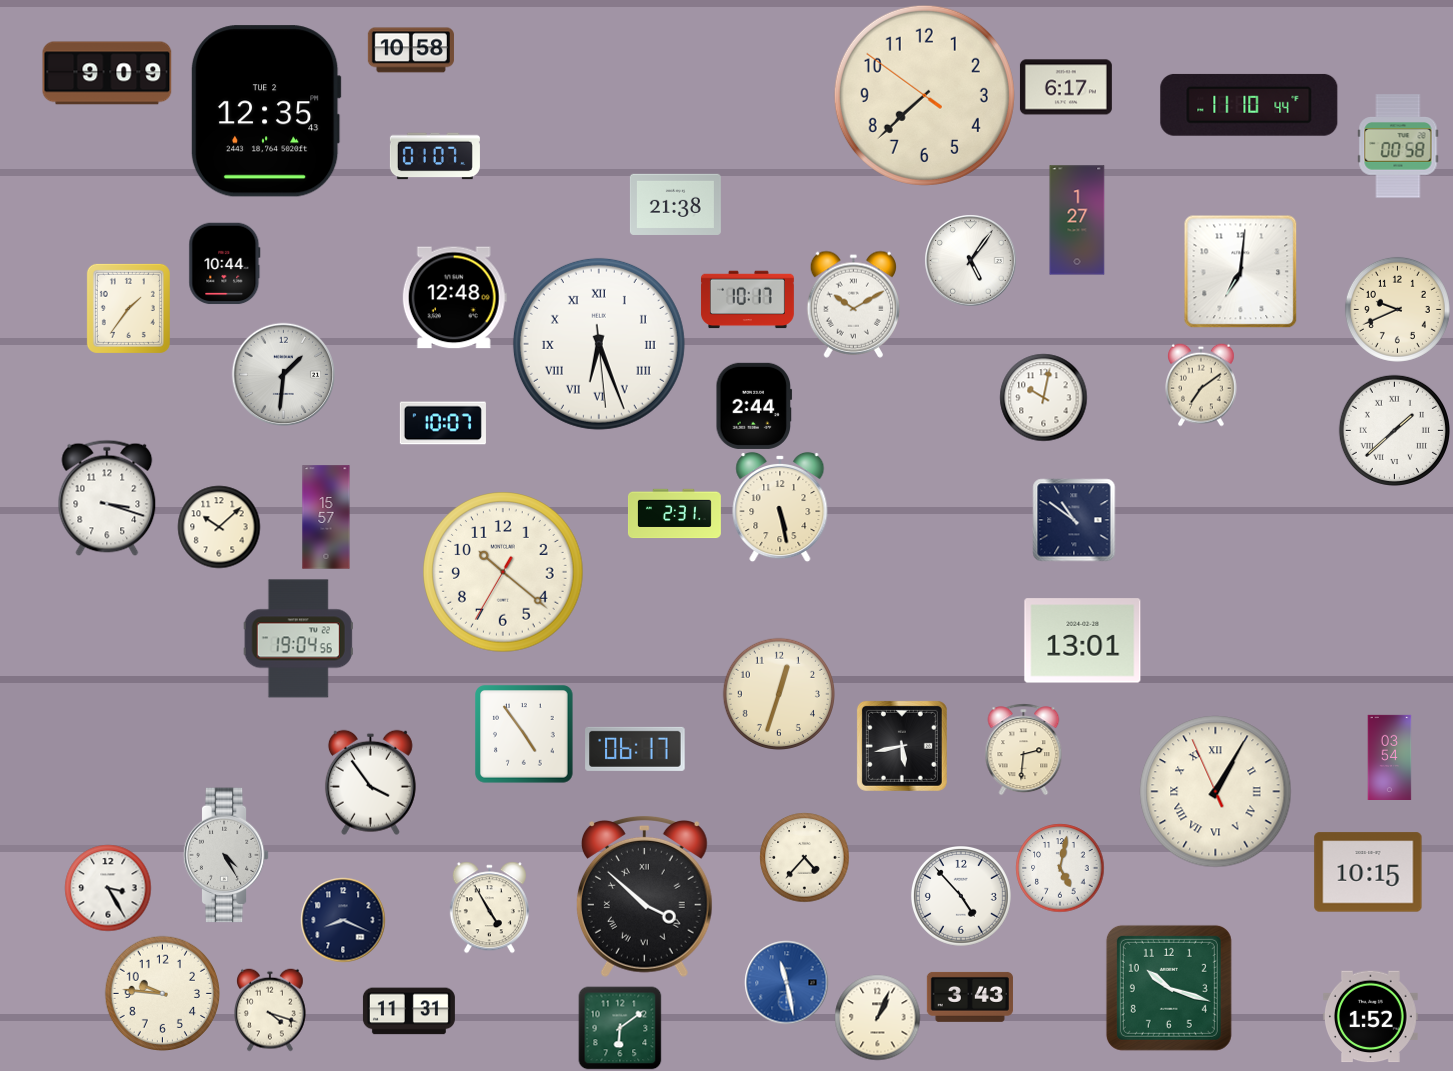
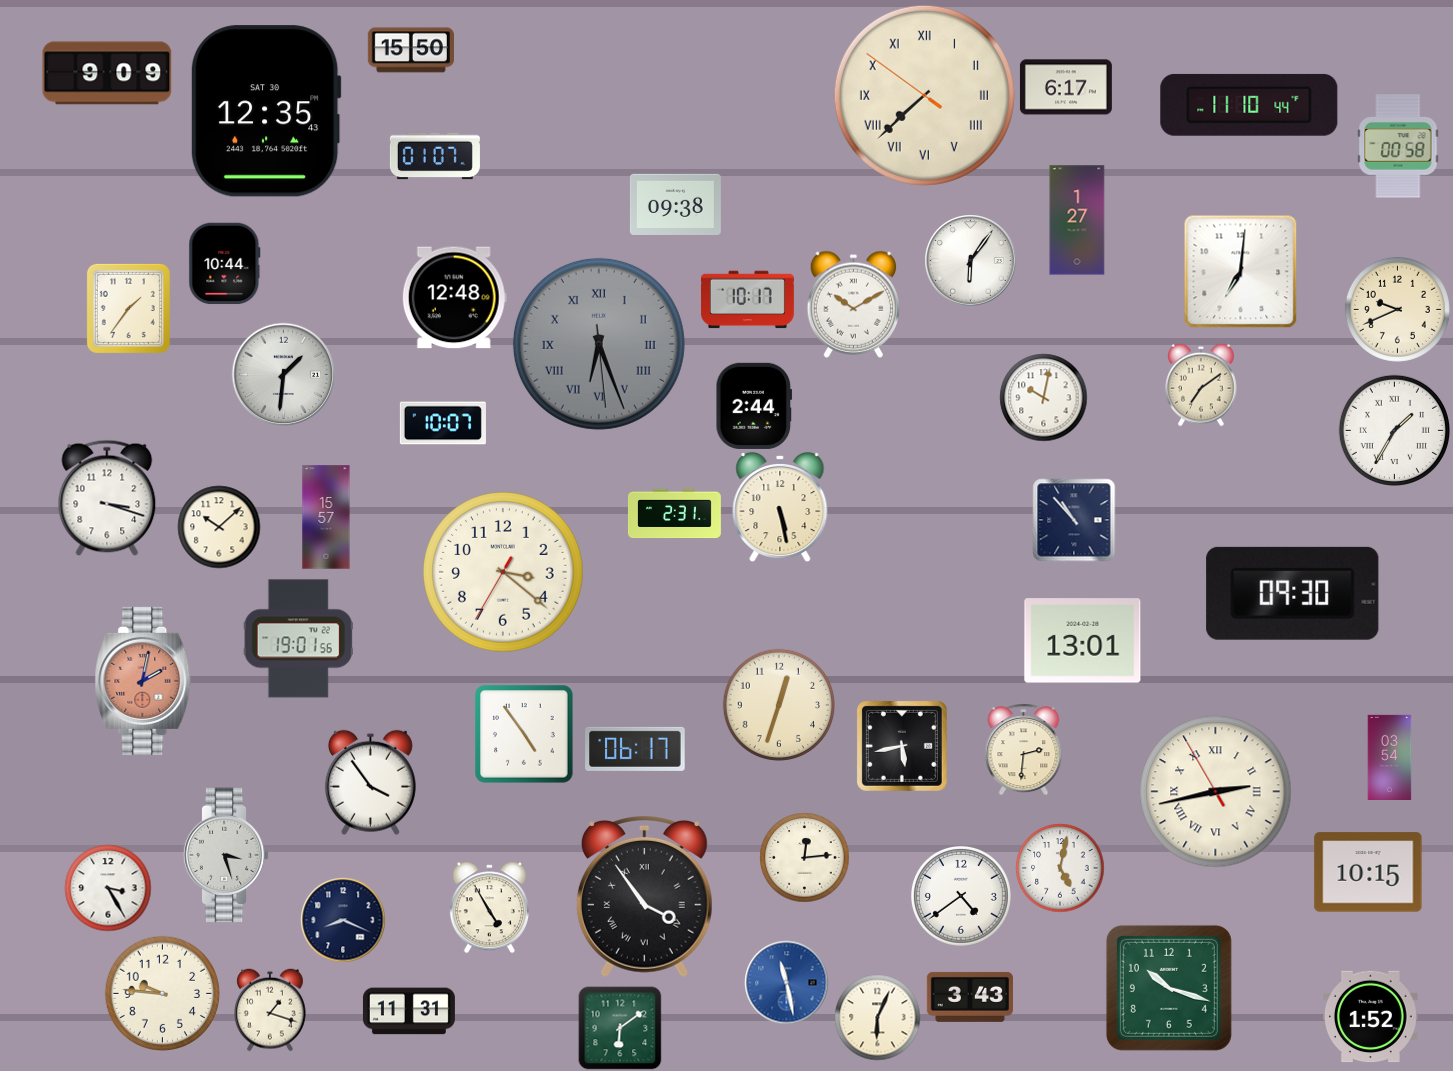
clock at (411, 50): 10:58 -> 15:50
clock at (924, 95) numerals: Arabic -> Roman
clock at (266, 111) date: TUE 2 -> SAT 30
clock at (675, 204): 21:38 -> 09:38
clock at (970, 260): 5:06 -> 6:06
clock at (599, 344) dial: white -> grey
clock at (1394, 430): 1:38 -> 1:35
clock at (1074, 520): 10:51 -> 10:53
clock at (503, 572): 10:21 -> 3:21
clock at (1293, 593): none -> 09:30
clock at (298, 639): 19:04 -> 19:01
clock at (143, 681): none -> 2:02
clock at (779, 694) position: (779, 694) -> (779, 705)
clock at (1216, 792): 1:04 -> 2:42
clock at (226, 855): 4:25 -> 3:27
clock at (804, 857): 4:37 -> 12:14
clock at (644, 896): 3:52 -> 3:54
clock at (961, 896): 4:53 -> 4:39
clock at (271, 1010): 4:18 -> 1:18
clock at (877, 1017): 1:04 -> 6:04
